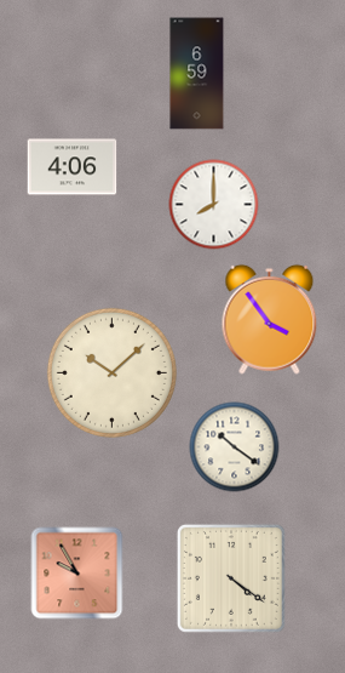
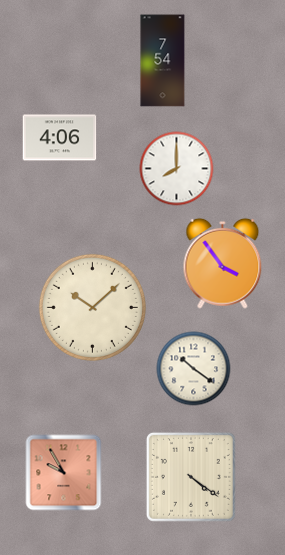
clock at (197, 74): 6:59 -> 7:54
